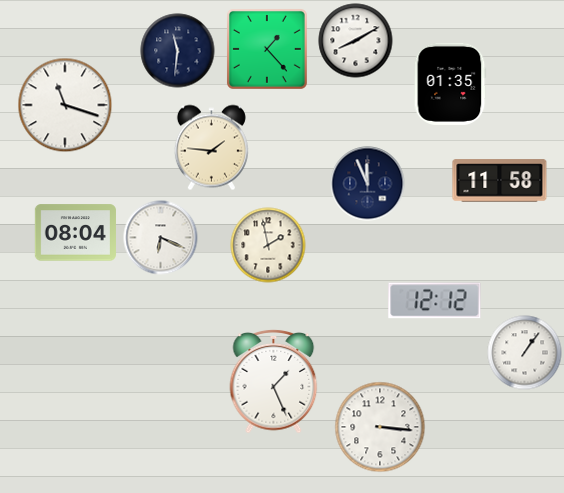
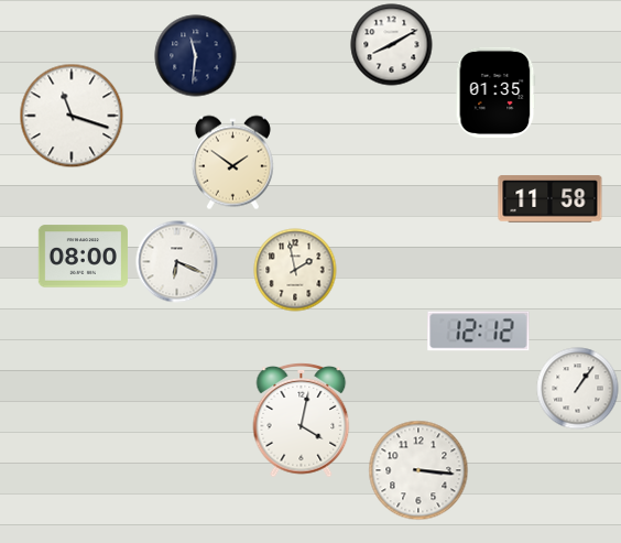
clock at (267, 49): 1:23 -> none
clock at (211, 148): 1:46 -> 1:51
clock at (368, 184): 11:56 -> none
clock at (75, 233): 08:04 -> 08:00
clock at (274, 381): 1:26 -> 4:02
